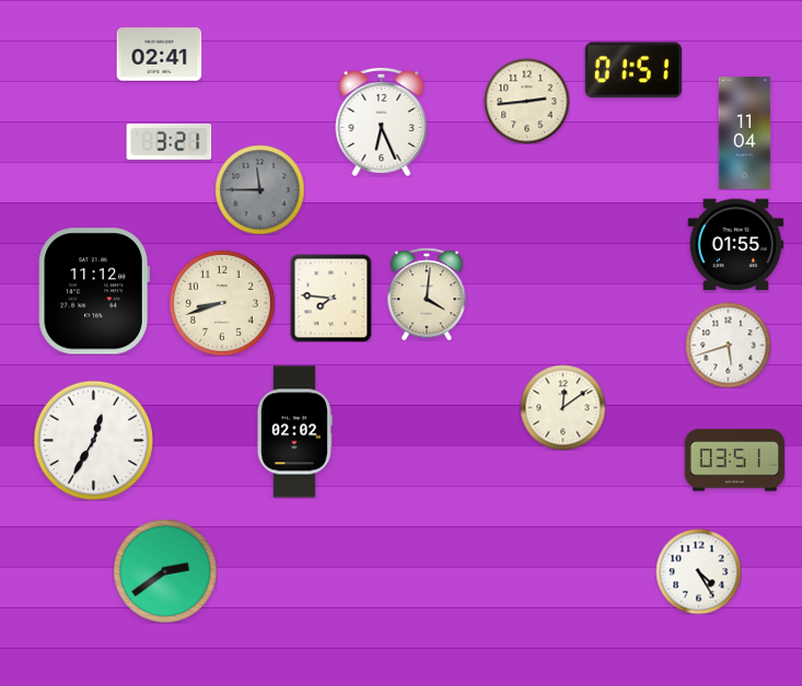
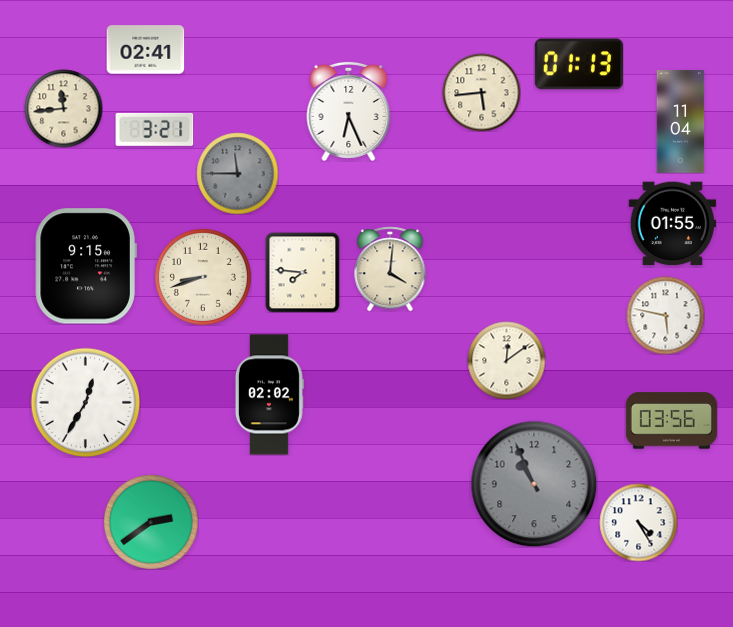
clock at (634, 70): 01:51 -> 01:13
clock at (526, 101): 2:44 -> 5:44
clock at (63, 108): none -> 11:44
clock at (94, 291): 11:12 -> 9:15
clock at (728, 345): 5:42 -> 5:47
clock at (562, 407) position: (562, 407) -> (506, 360)
clock at (734, 461): 03:51 -> 03:56
clock at (534, 484): none -> 10:56
